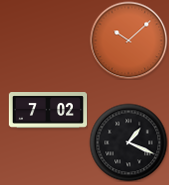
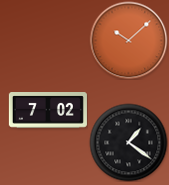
clock at (128, 142): 1:19 -> 1:21
